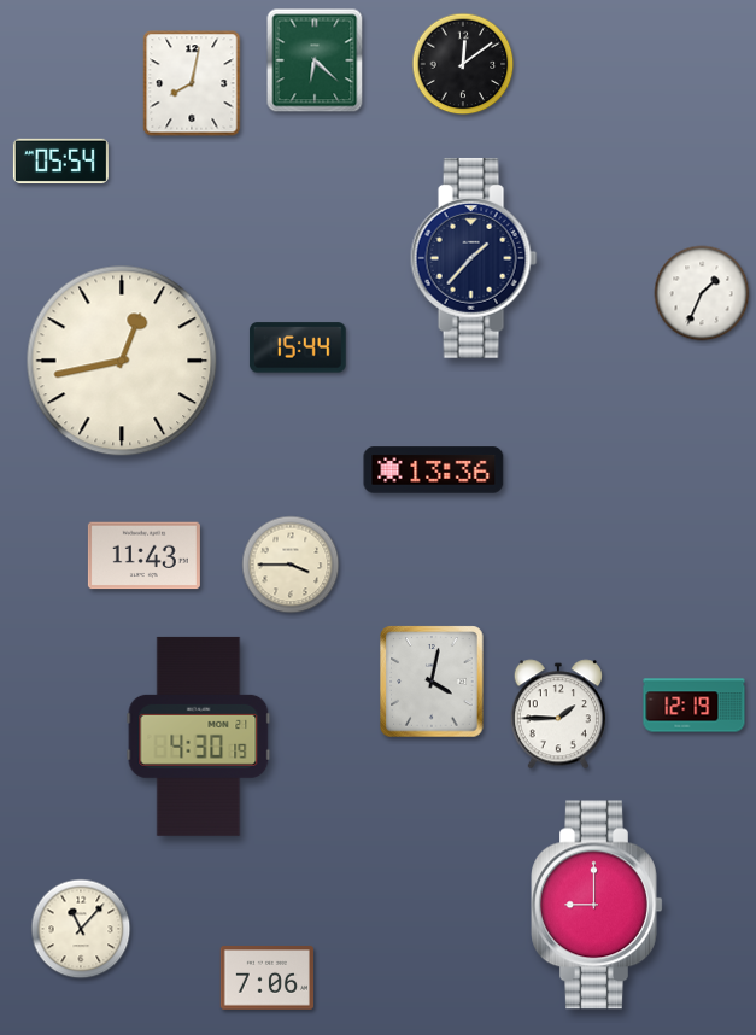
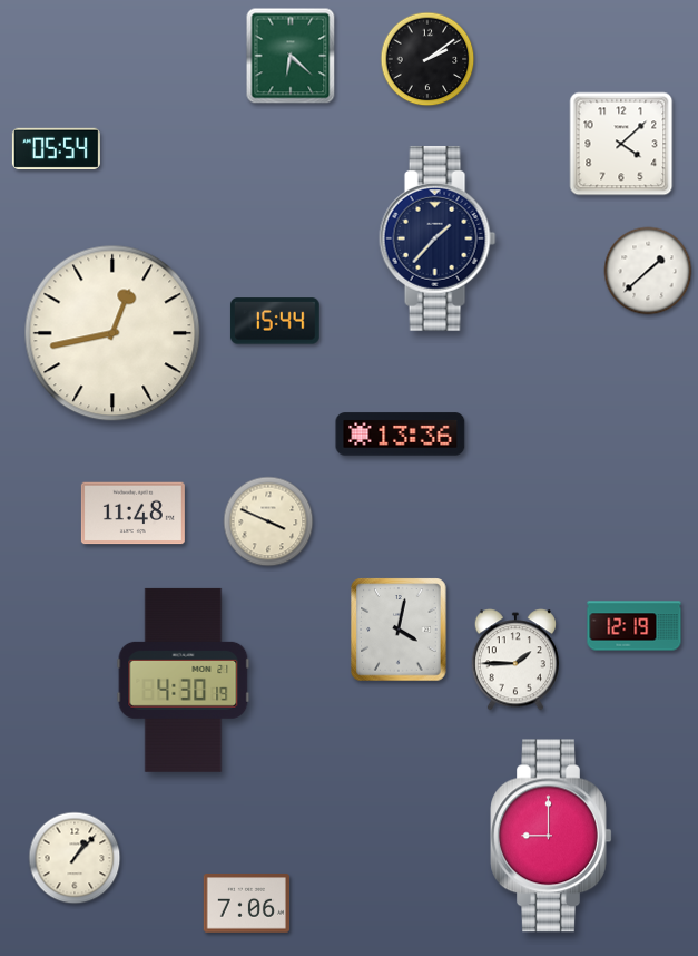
clock at (463, 64): 12:09 -> 2:09
clock at (192, 83): 8:02 -> none
clock at (621, 144): none -> 4:08
clock at (702, 293): 1:34 -> 1:38
clock at (143, 556): 11:43 -> 11:48
clock at (291, 565): 3:45 -> 3:49
clock at (695, 706) position: (695, 706) -> (635, 626)
clock at (81, 929): 11:07 -> 1:07
